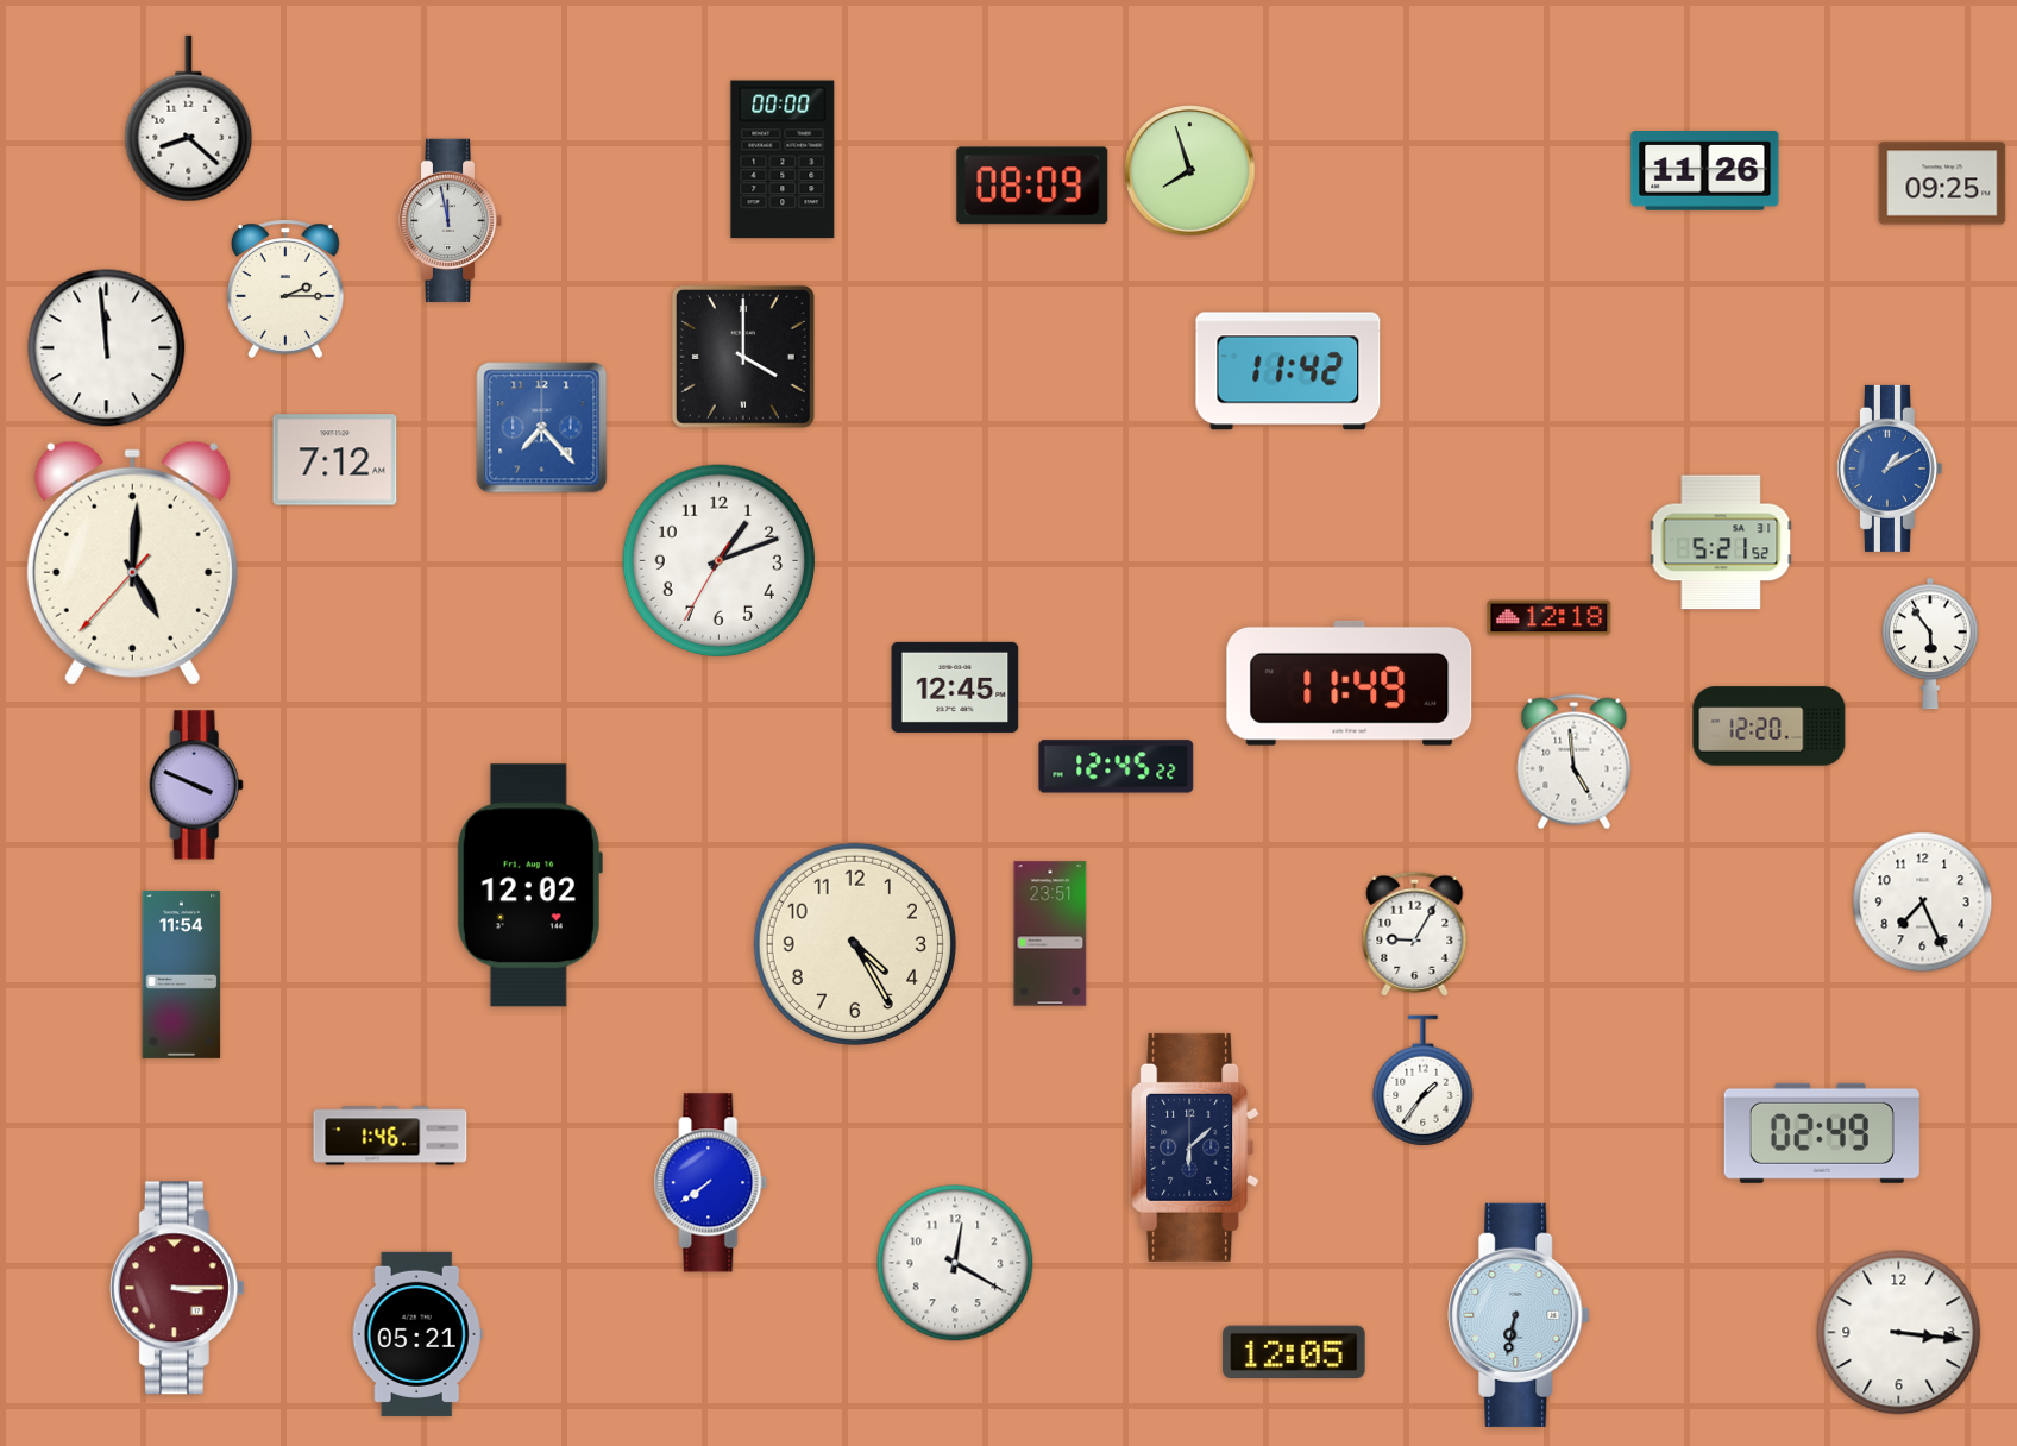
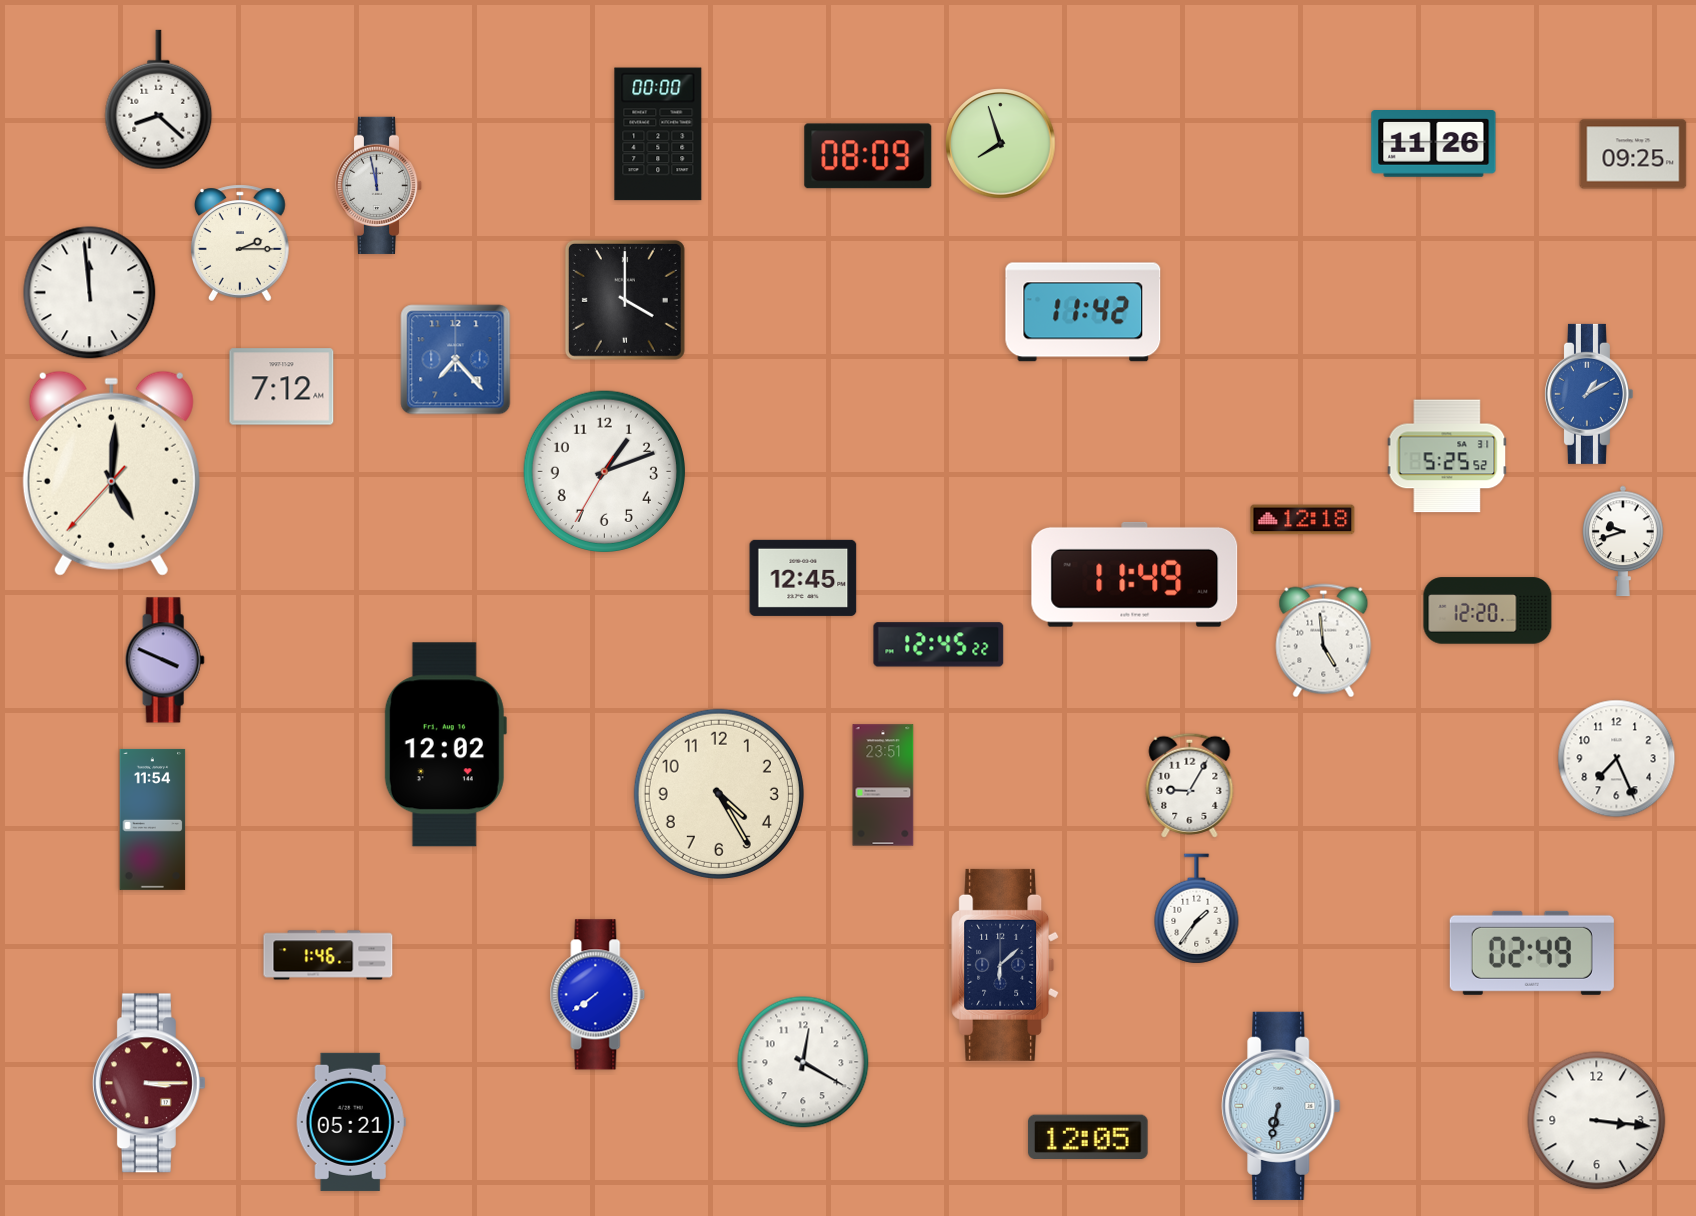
clock at (1721, 542): 5:21 -> 5:25
clock at (1930, 643): 5:54 -> 9:42
clock at (1519, 1315) position: (1519, 1315) -> (1281, 1106)
